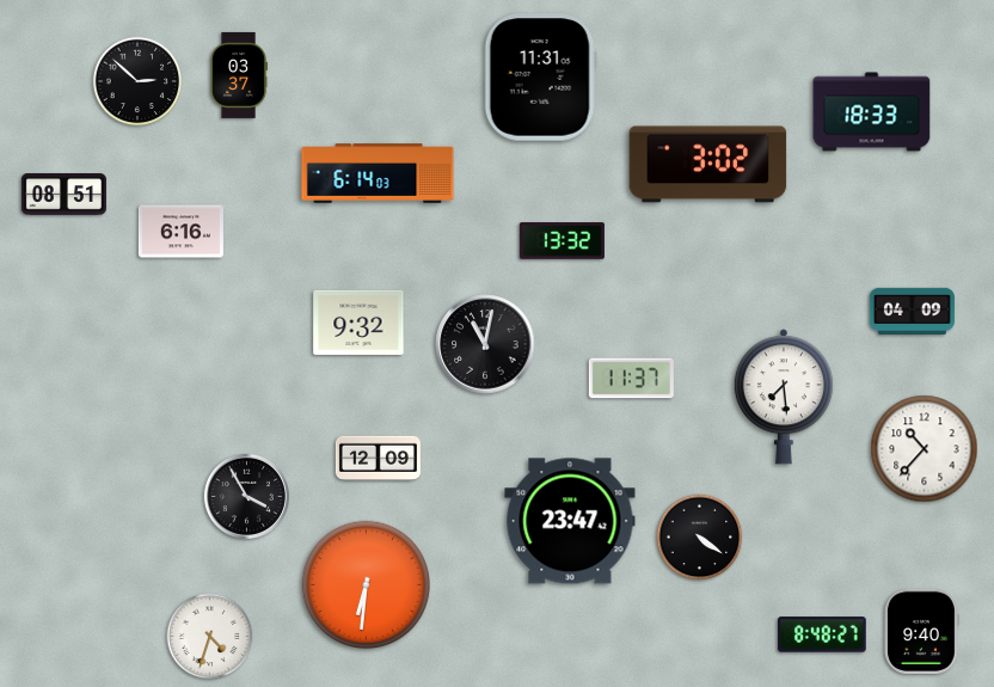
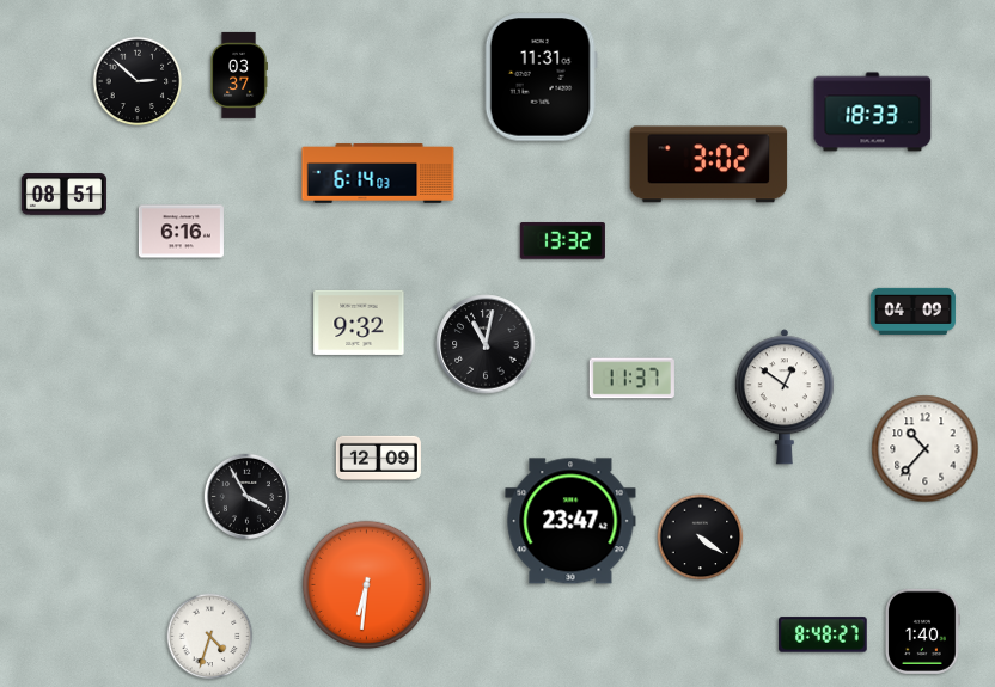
clock at (784, 397): 7:29 -> 12:51
clock at (921, 631): 9:40 -> 1:40
